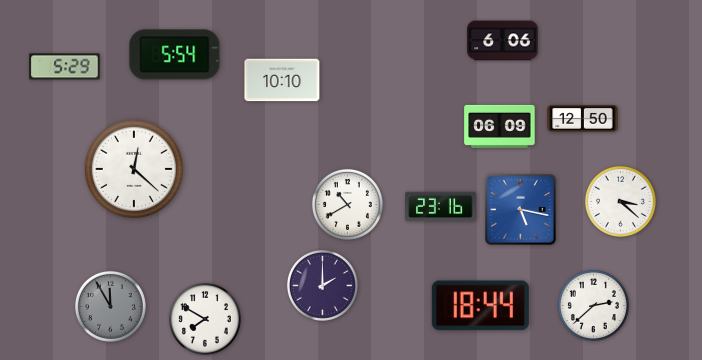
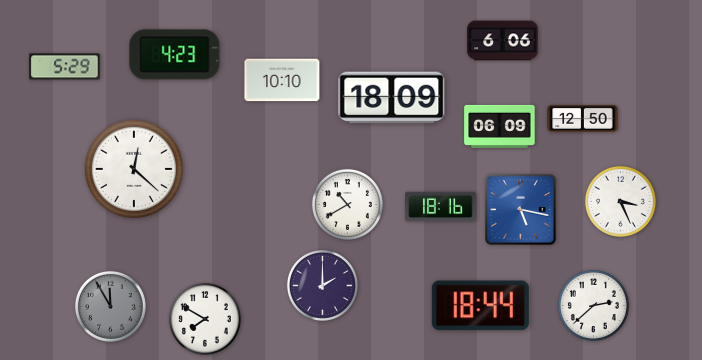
clock at (175, 55): 5:54 -> 4:23
clock at (392, 98): none -> 18:09
clock at (620, 201): 3:22 -> 3:26
clock at (441, 207): 23:16 -> 18:16
